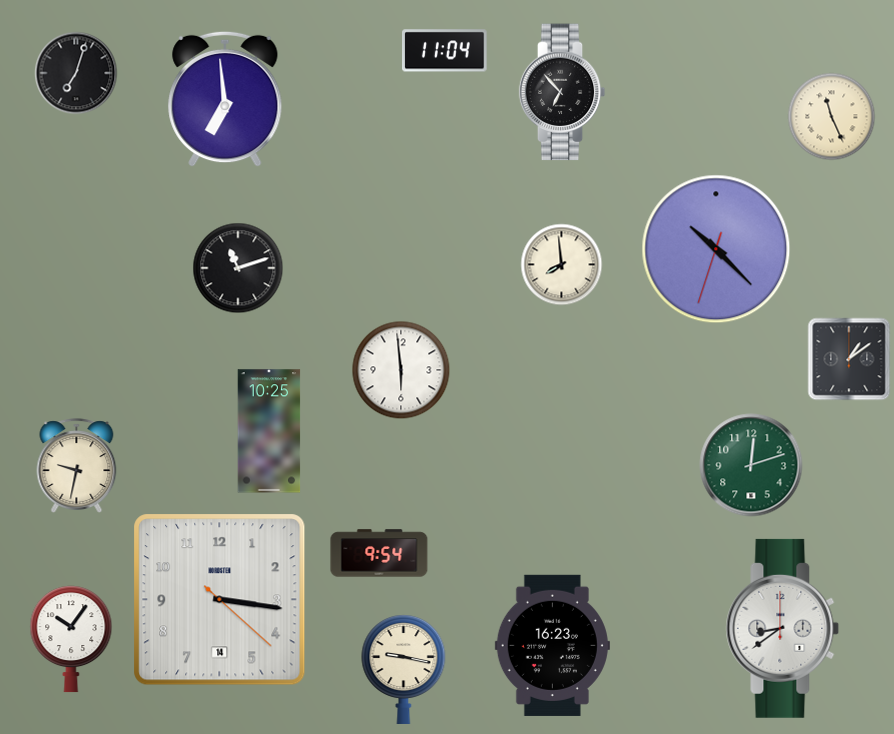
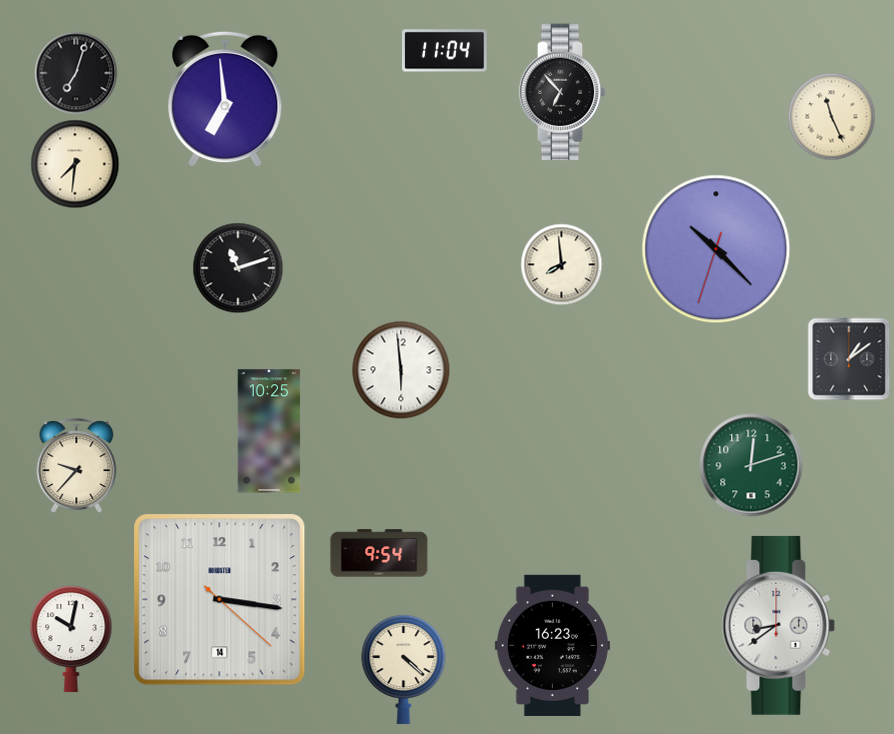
clock at (75, 164): none -> 7:31
clock at (77, 465): 9:32 -> 9:37
clock at (783, 628) position: (783, 628) -> (779, 625)
clock at (71, 639): 10:06 -> 10:02
clock at (404, 670): 9:17 -> 4:22
